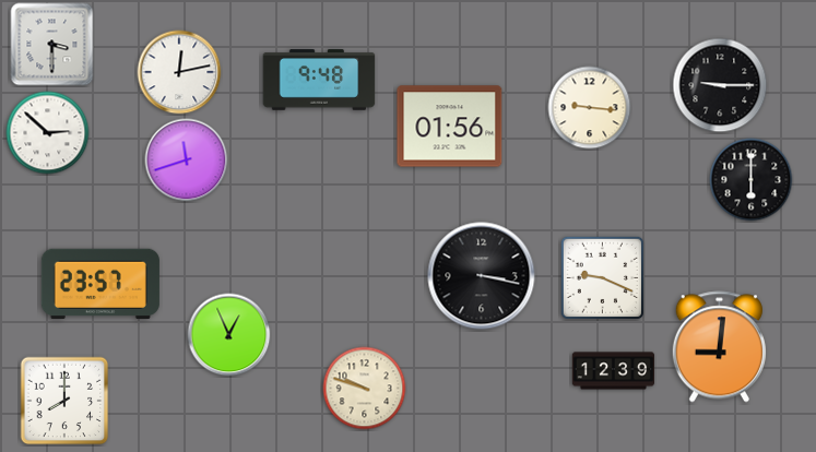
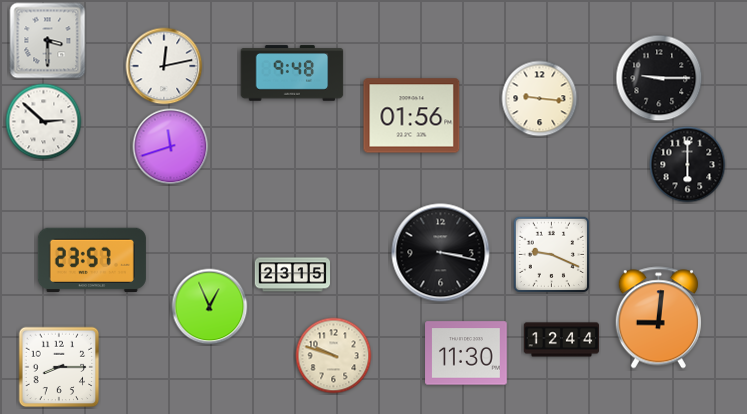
clock at (292, 275): none -> 23:15
clock at (614, 371): 12:39 -> 12:44
clock at (466, 353): none -> 11:30
clock at (64, 401): 8:00 -> 8:15
